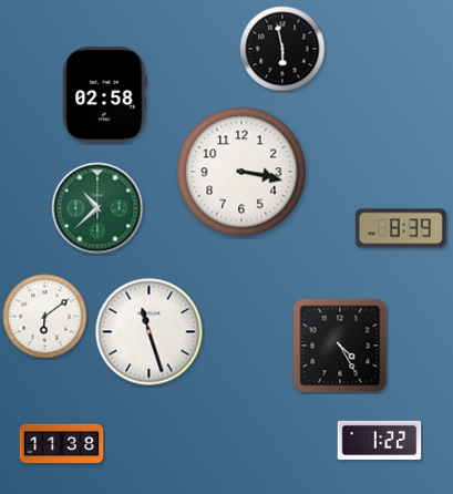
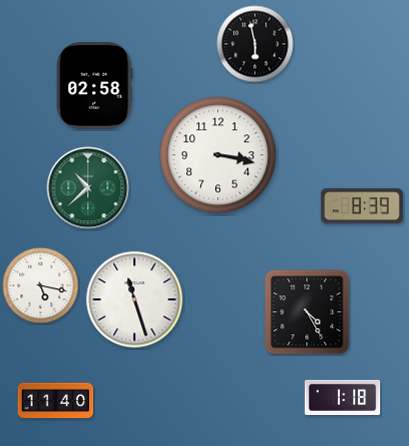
clock at (45, 317): 6:09 -> 5:17
clock at (380, 440): 1:22 -> 1:18
clock at (62, 444): 11:38 -> 11:40
